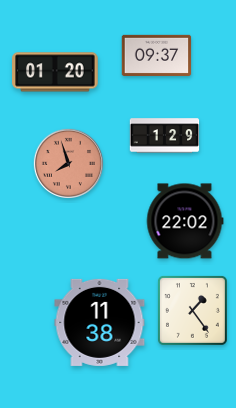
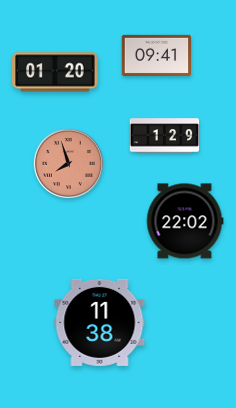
clock at (157, 55): 09:37 -> 09:41
clock at (192, 310): 1:24 -> none
